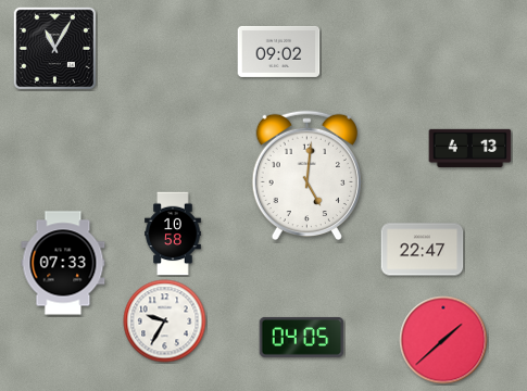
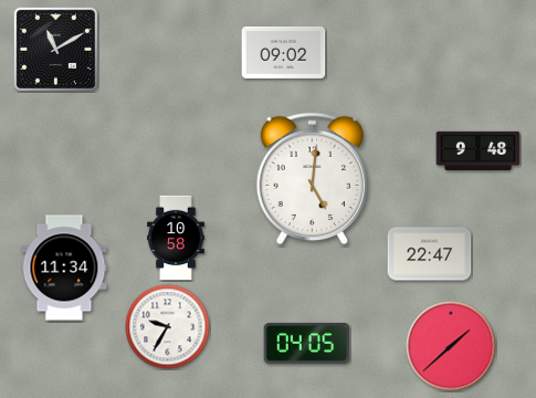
clock at (54, 48): 11:05 -> 11:10
clock at (470, 149): 4:13 -> 9:48
clock at (63, 263): 07:33 -> 11:34
